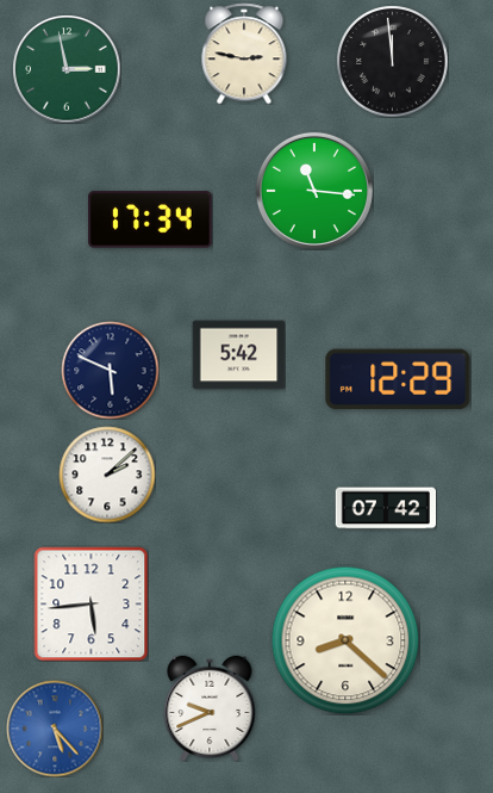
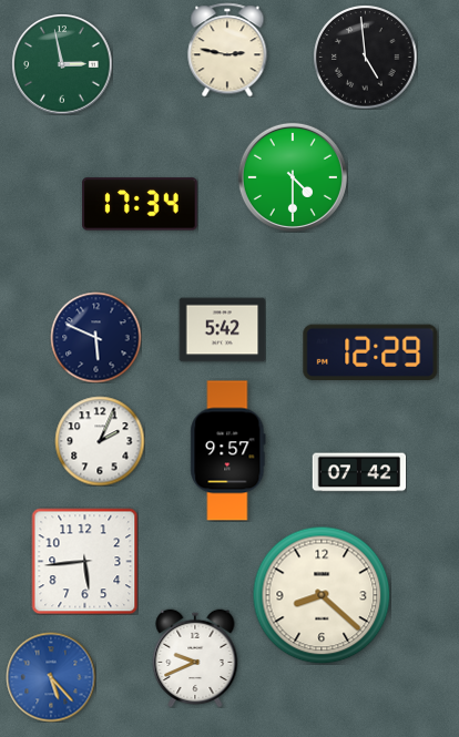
clock at (392, 61): 11:59 -> 4:59
clock at (314, 191): 11:16 -> 4:30
clock at (110, 370) position: (110, 370) -> (95, 337)
clock at (107, 475): 2:08 -> 2:04
clock at (228, 451): none -> 9:57
